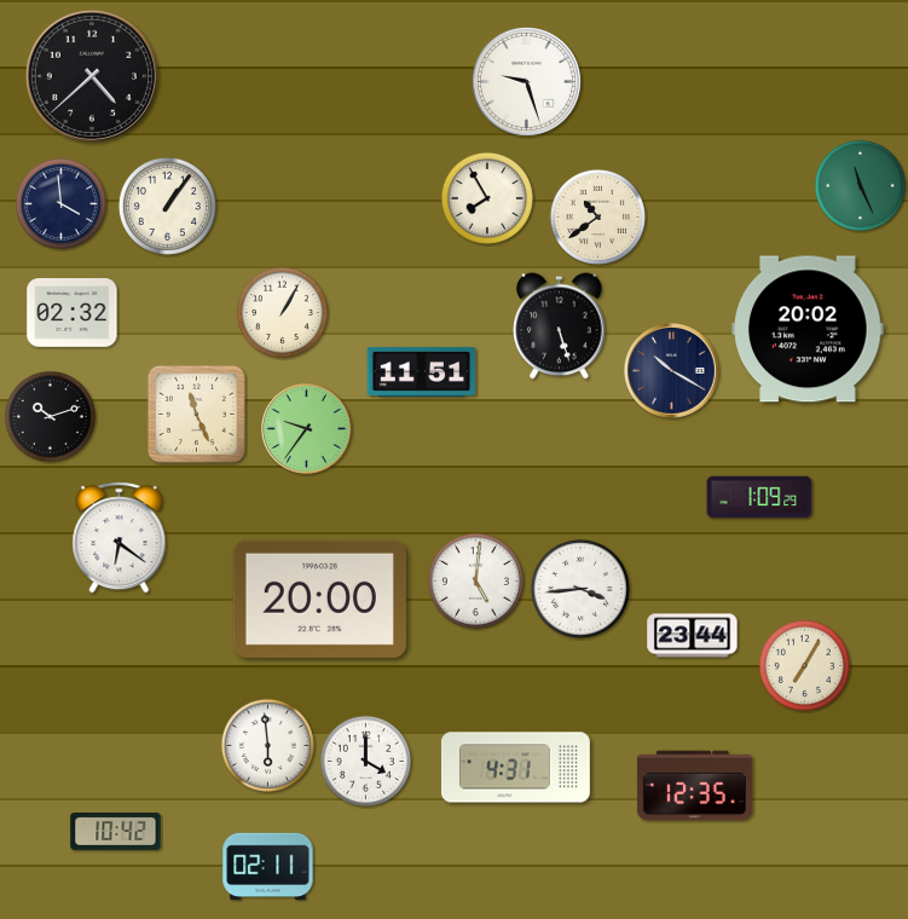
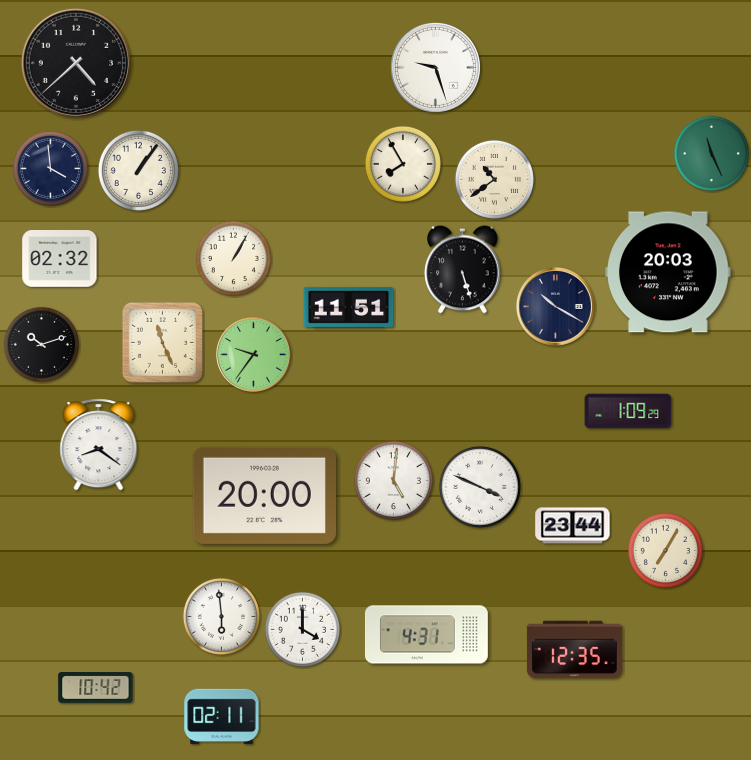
clock at (808, 329): 20:02 -> 20:03
clock at (120, 538): 6:21 -> 8:21
clock at (580, 589): 3:44 -> 3:49
